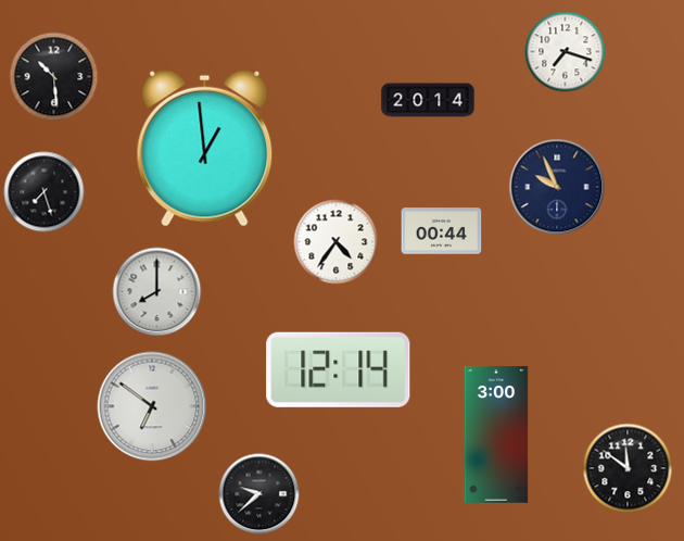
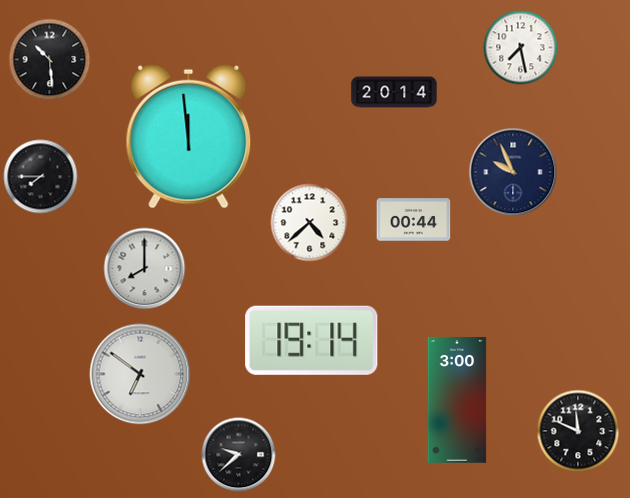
clock at (566, 52): 7:18 -> 7:28
clock at (54, 77) position: (54, 77) -> (50, 60)
clock at (205, 148): 12:59 -> 11:59
clock at (45, 192): 7:27 -> 7:45
clock at (442, 231) position: (442, 231) -> (414, 220)
clock at (337, 242): 4:36 -> 4:38
clock at (339, 369): 12:14 -> 19:14
clock at (628, 468): 11:51 -> 11:49
